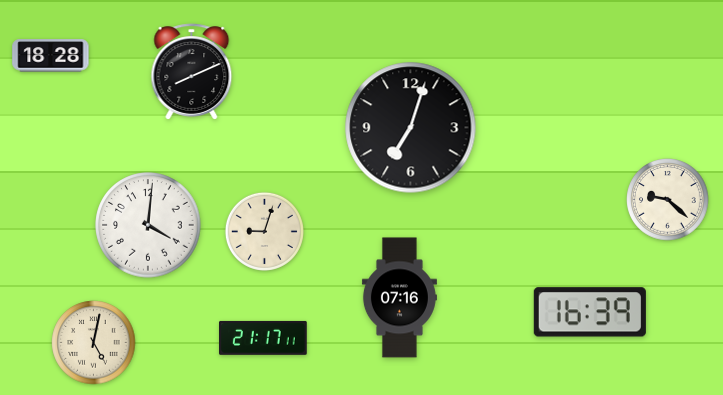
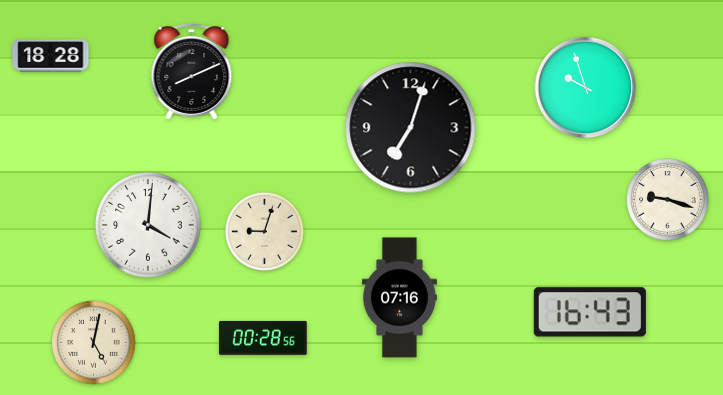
clock at (586, 88): none -> 9:57
clock at (668, 200): 9:22 -> 9:18
clock at (590, 312): 16:39 -> 16:43
clock at (264, 338): 21:17 -> 00:28
